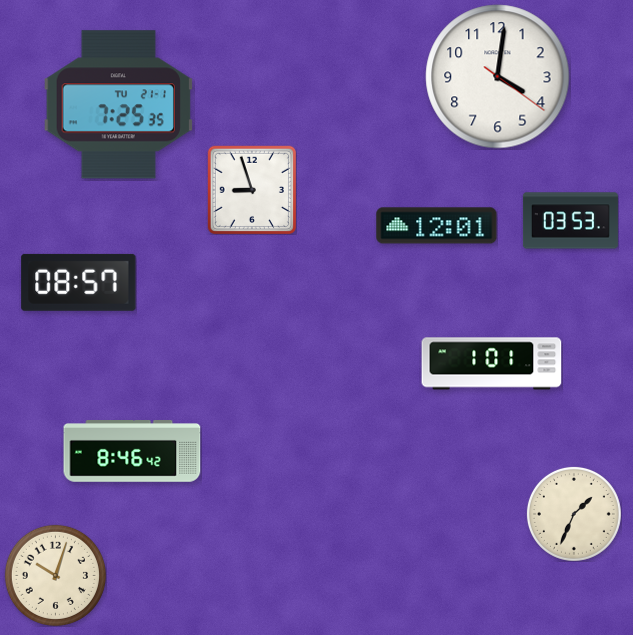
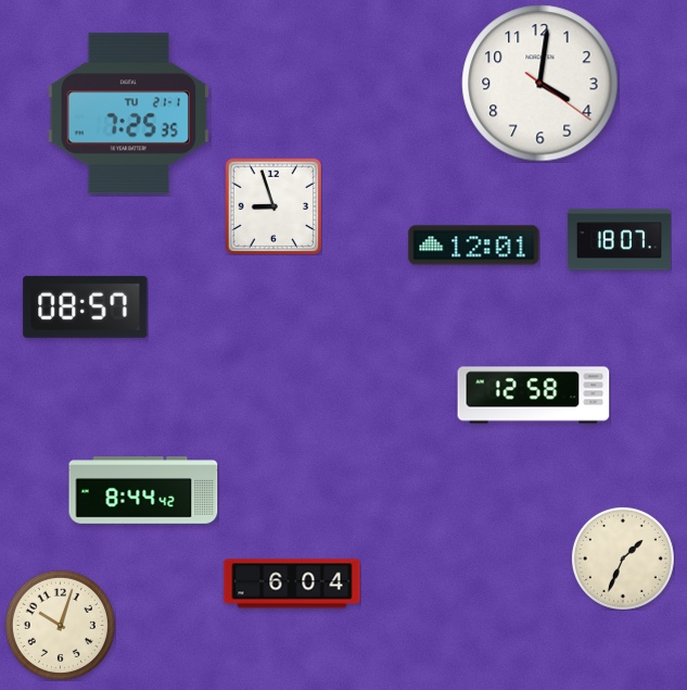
clock at (570, 221): 03:53 -> 18:07
clock at (492, 364): 1:01 -> 12:58
clock at (132, 452): 8:46 -> 8:44
clock at (292, 584): none -> 6:04
